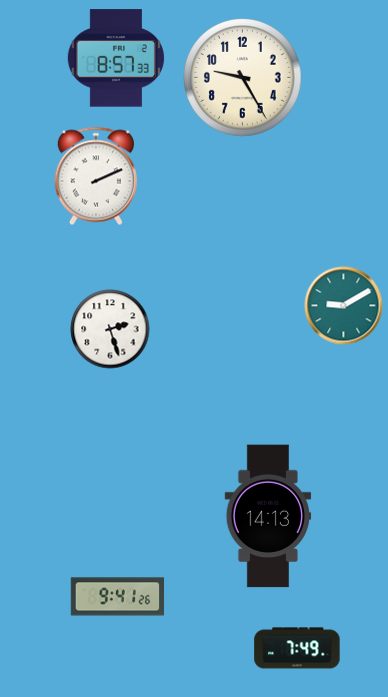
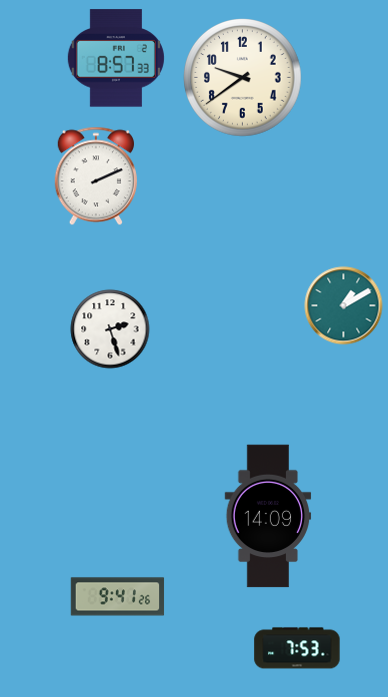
clock at (243, 78): 9:25 -> 9:39
clock at (344, 306): 9:10 -> 1:10
clock at (268, 516): 14:13 -> 14:09
clock at (297, 648): 7:49 -> 7:53
